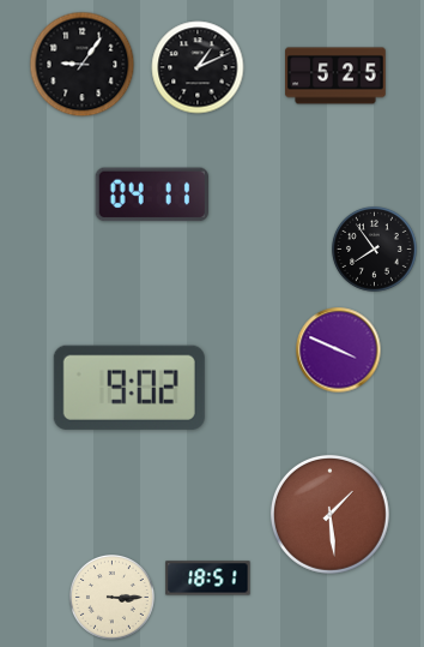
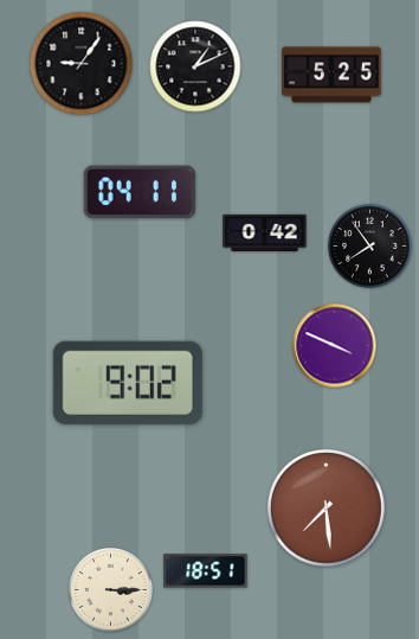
clock at (151, 194) position: (151, 194) -> (138, 192)
clock at (265, 232): none -> 0:42
clock at (329, 514): 1:29 -> 7:29
